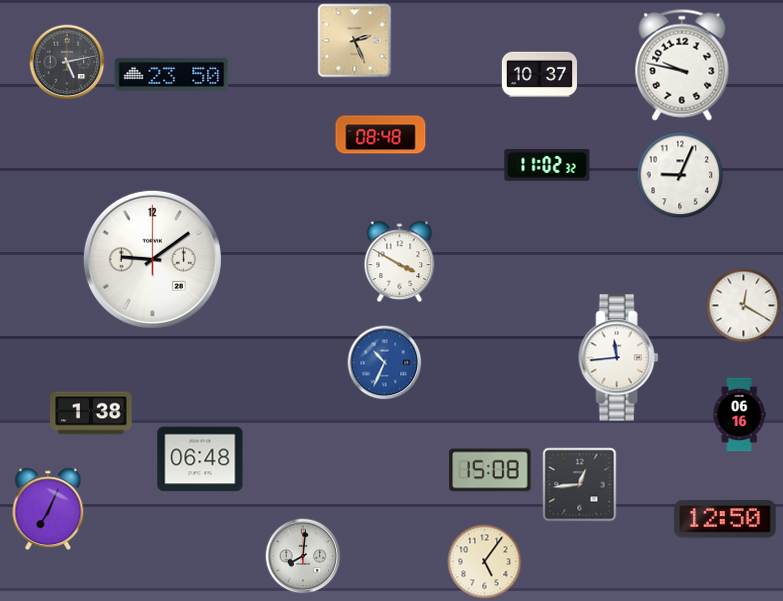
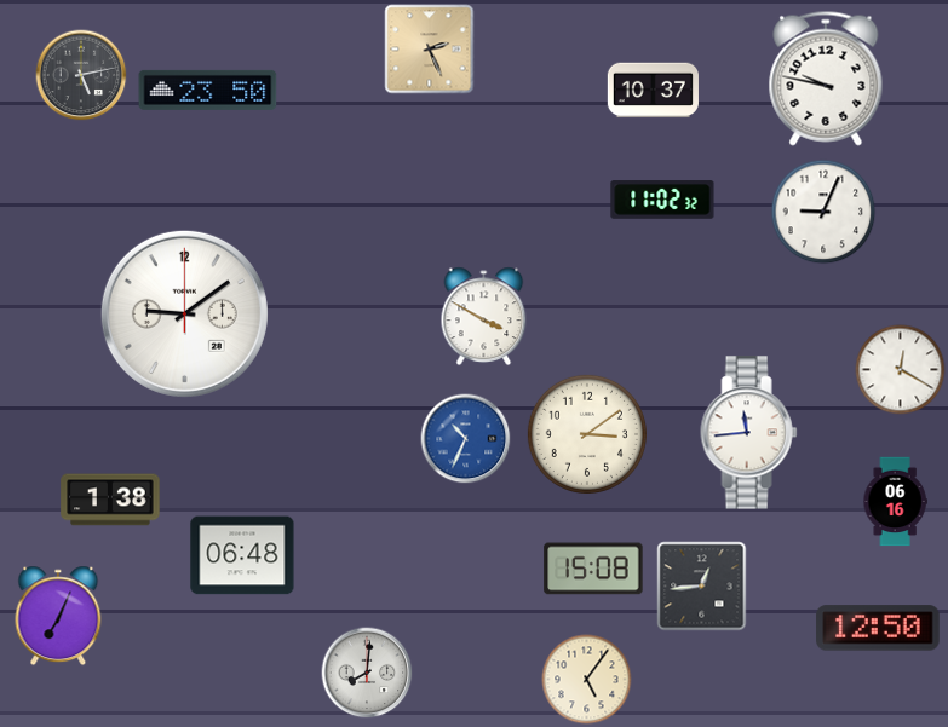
clock at (381, 135): 08:48 -> none
clock at (587, 434): none -> 3:09
